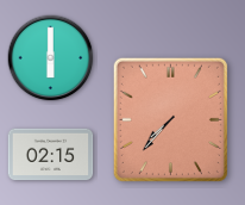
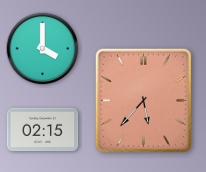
clock at (51, 58): 6:00 -> 4:00
clock at (170, 119): 7:37 -> 5:37
